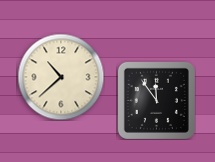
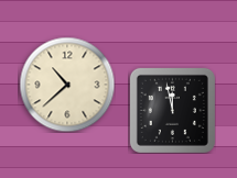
clock at (156, 100): 11:54 -> 11:58
